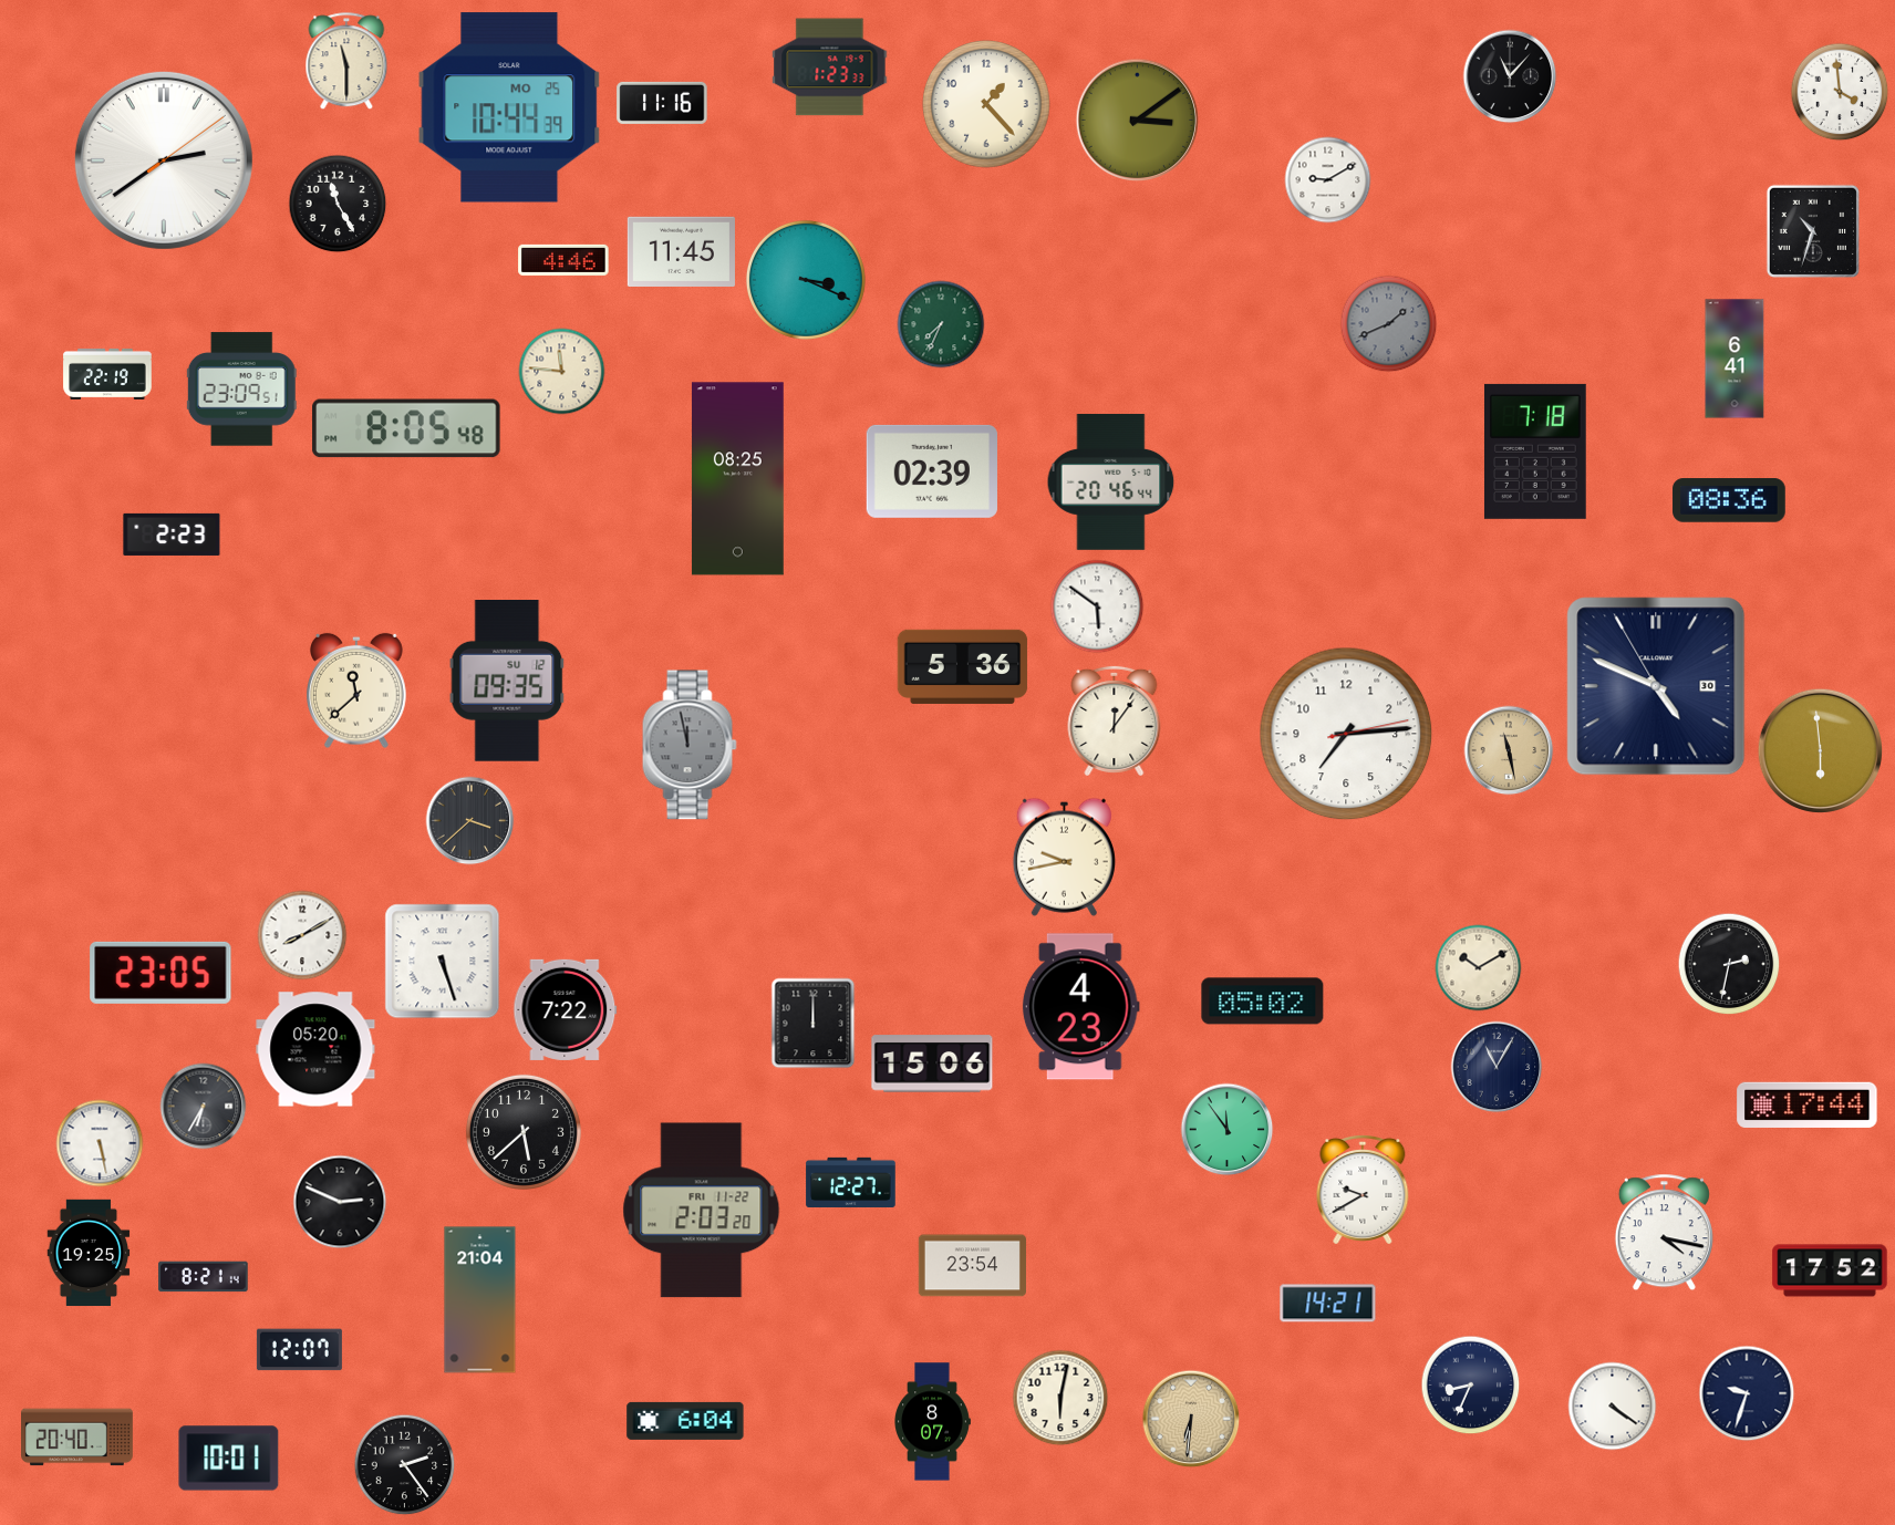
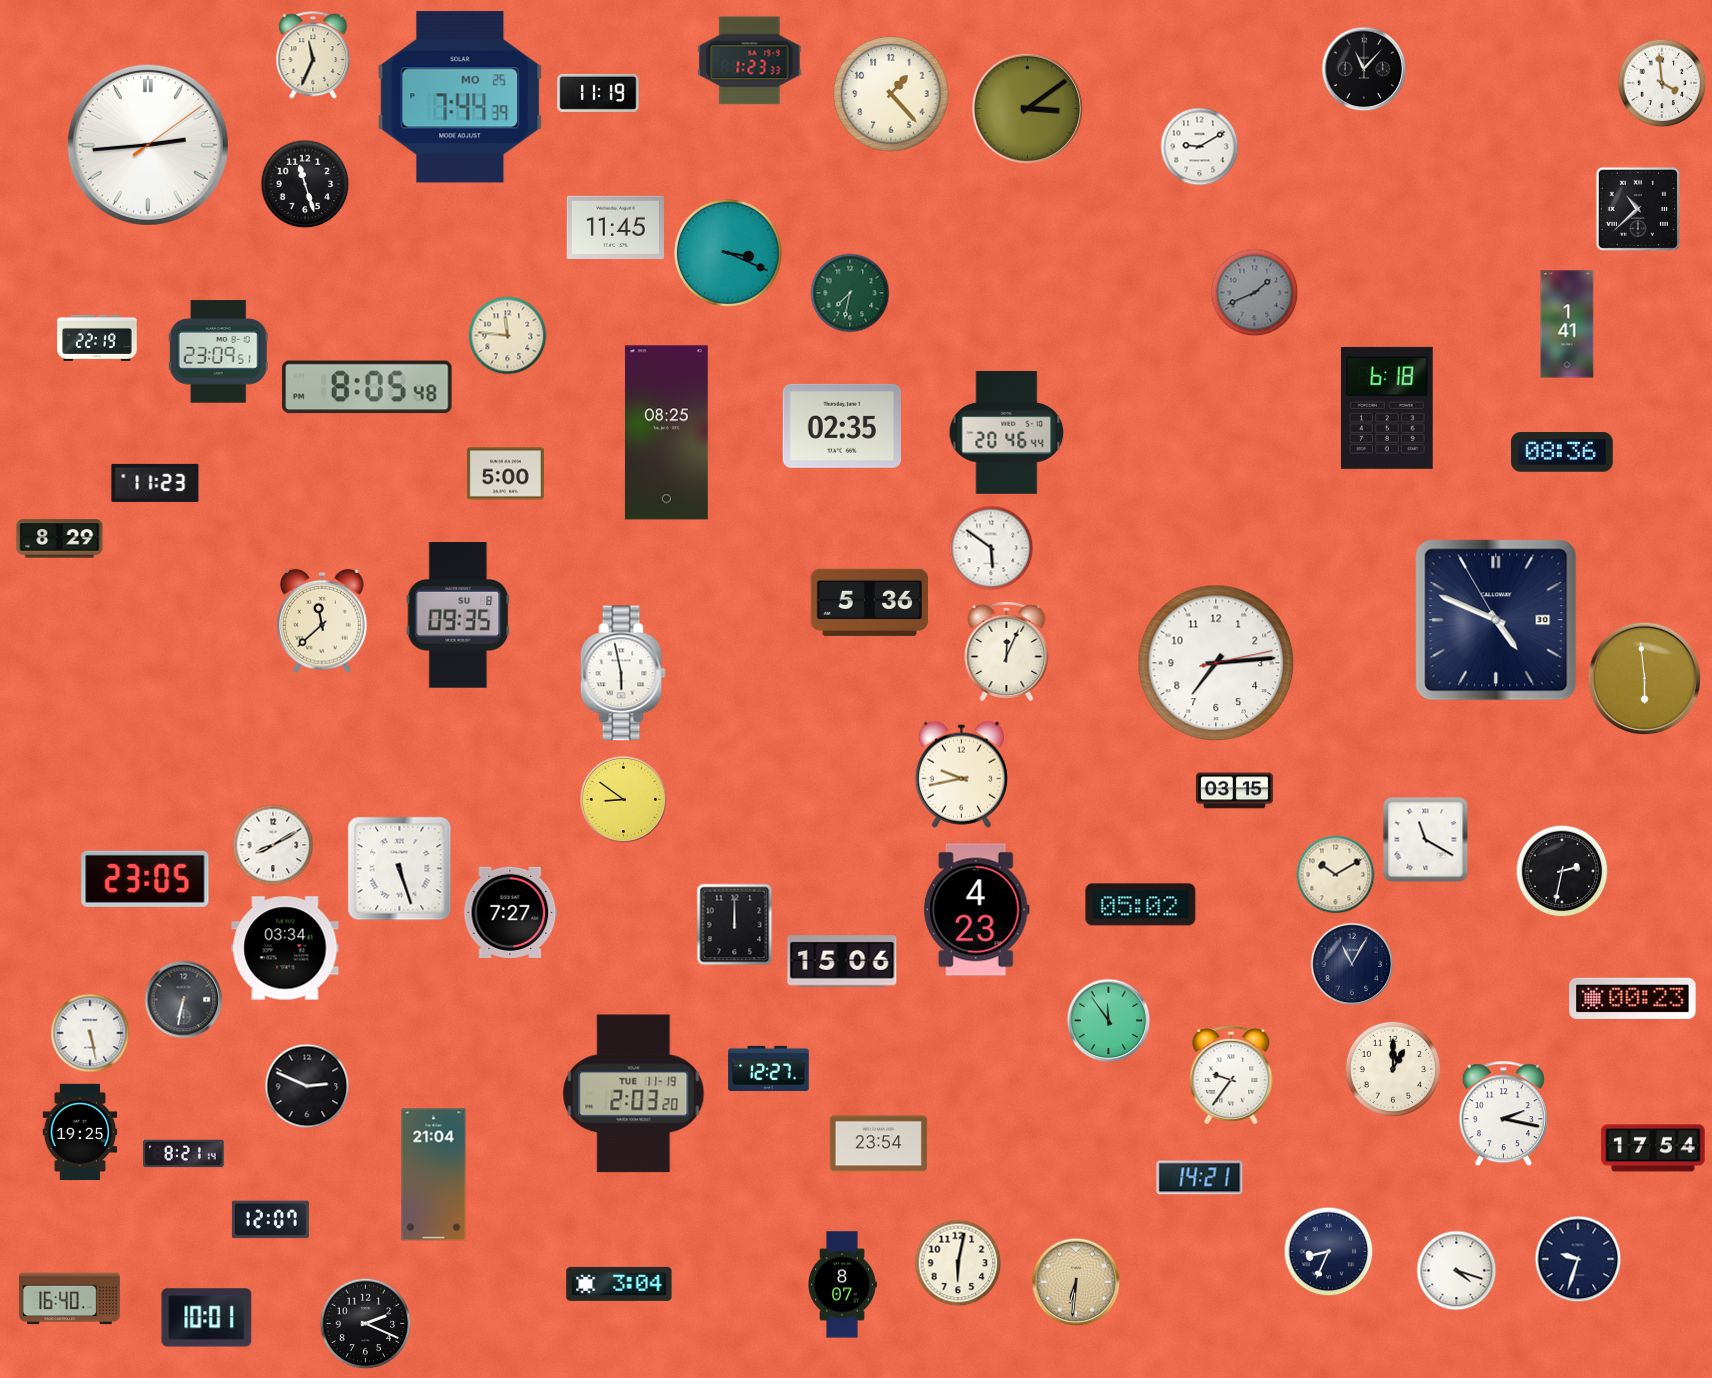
clock at (346, 62): 11:30 -> 11:34
clock at (662, 103): 11:16 -> 11:19
clock at (509, 107): 10:44 -> 7:44
clock at (164, 160): 2:39 -> 2:44
clock at (1328, 180) position: (1328, 180) -> (1200, 147)
clock at (338, 204): 11:25 -> 11:27
clock at (1813, 231): 10:33 -> 10:38
clock at (563, 260): 4:46 -> none
clock at (941, 324): 7:34 -> 7:32
clock at (1735, 359): 6:41 -> 1:41
clock at (1535, 452): 7:18 -> 6:18
clock at (932, 471): 02:39 -> 02:35
clock at (1111, 481) position: (1111, 481) -> (1007, 432)
clock at (505, 474): none -> 5:00
clock at (172, 535): 2:23 -> 11:23
clock at (60, 539): none -> 8:29
clock at (507, 682) date: SU 12 -> SU 8
clock at (358, 691) position: (358, 691) -> (323, 621)
clock at (1115, 720): 12:06 -> 12:04
clock at (690, 745): 11:58 -> 5:58
clock at (690, 745) dial: grey -> white
clock at (1509, 750): 11:28 -> none
clock at (470, 821): 3:38 -> none
clock at (1234, 791): none -> 03:15
clock at (624, 800): none -> 8:51
clock at (1426, 840): none -> 11:20
clock at (566, 1009): 7:22 -> 7:27
clock at (315, 1049): 05:20 -> 03:34
clock at (1808, 1104): 17:44 -> 00:23
clock at (204, 1107): 6:35 -> 6:32
clock at (524, 1132): 5:38 -> none
clock at (1393, 1069): none -> 1:00
clock at (1363, 1190): 9:40 -> 9:36
clock at (702, 1211) date: FRI 11-22 -> TUE 11-19
clock at (1664, 1233): 4:17 -> 2:17
clock at (1830, 1270): 17:52 -> 17:54
clock at (1613, 1407): 4:21 -> 4:18
clock at (685, 1421): 6:04 -> 3:04
clock at (77, 1438): 20:40 -> 16:40
clock at (405, 1465): 2:24 -> 2:19
